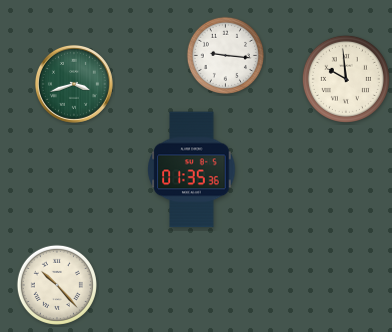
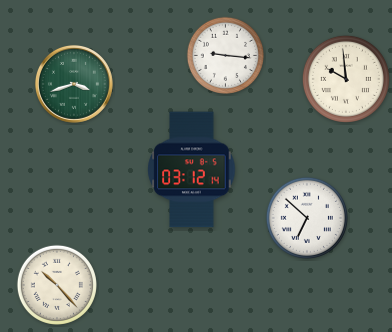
clock at (192, 170): 01:35 -> 03:12
clock at (307, 218): none -> 6:52
